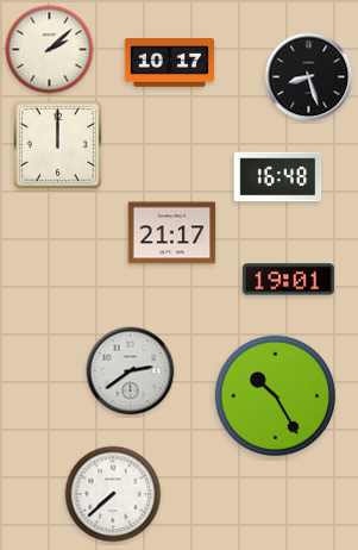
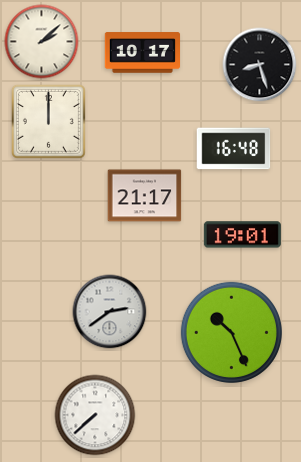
clock at (275, 395): 10:25 -> 10:26
